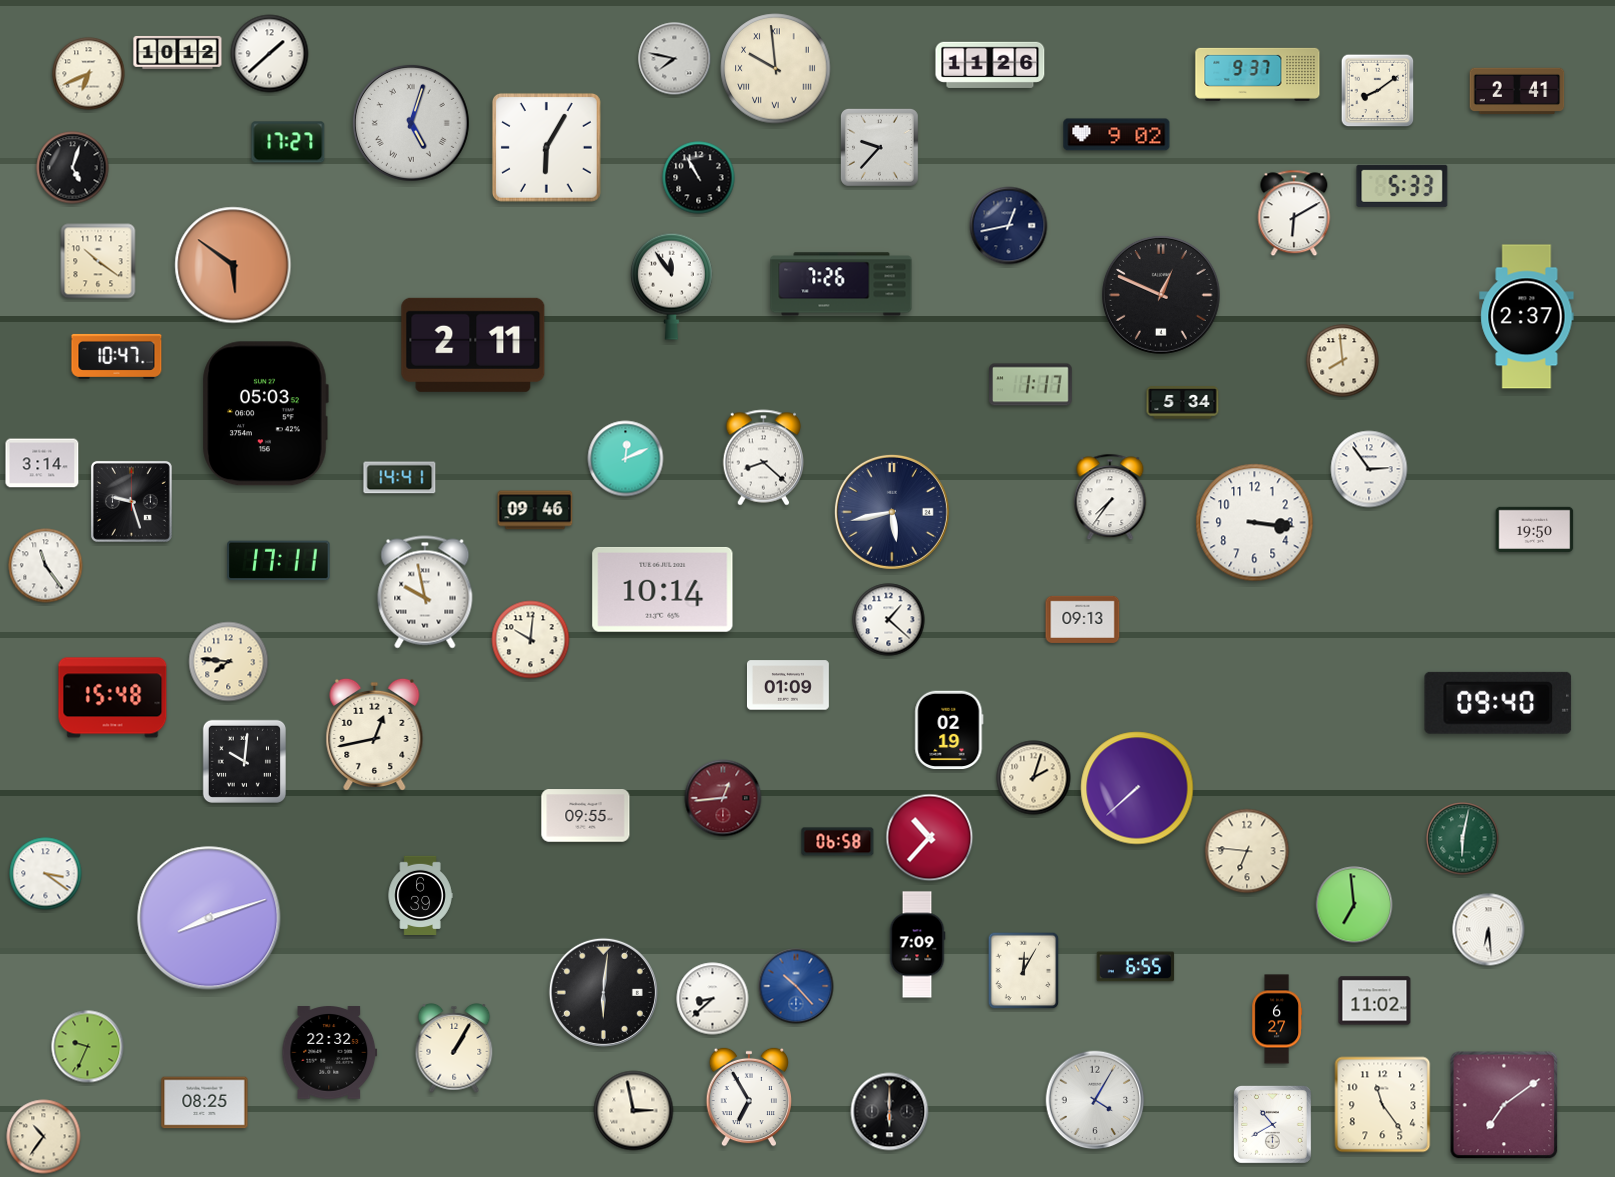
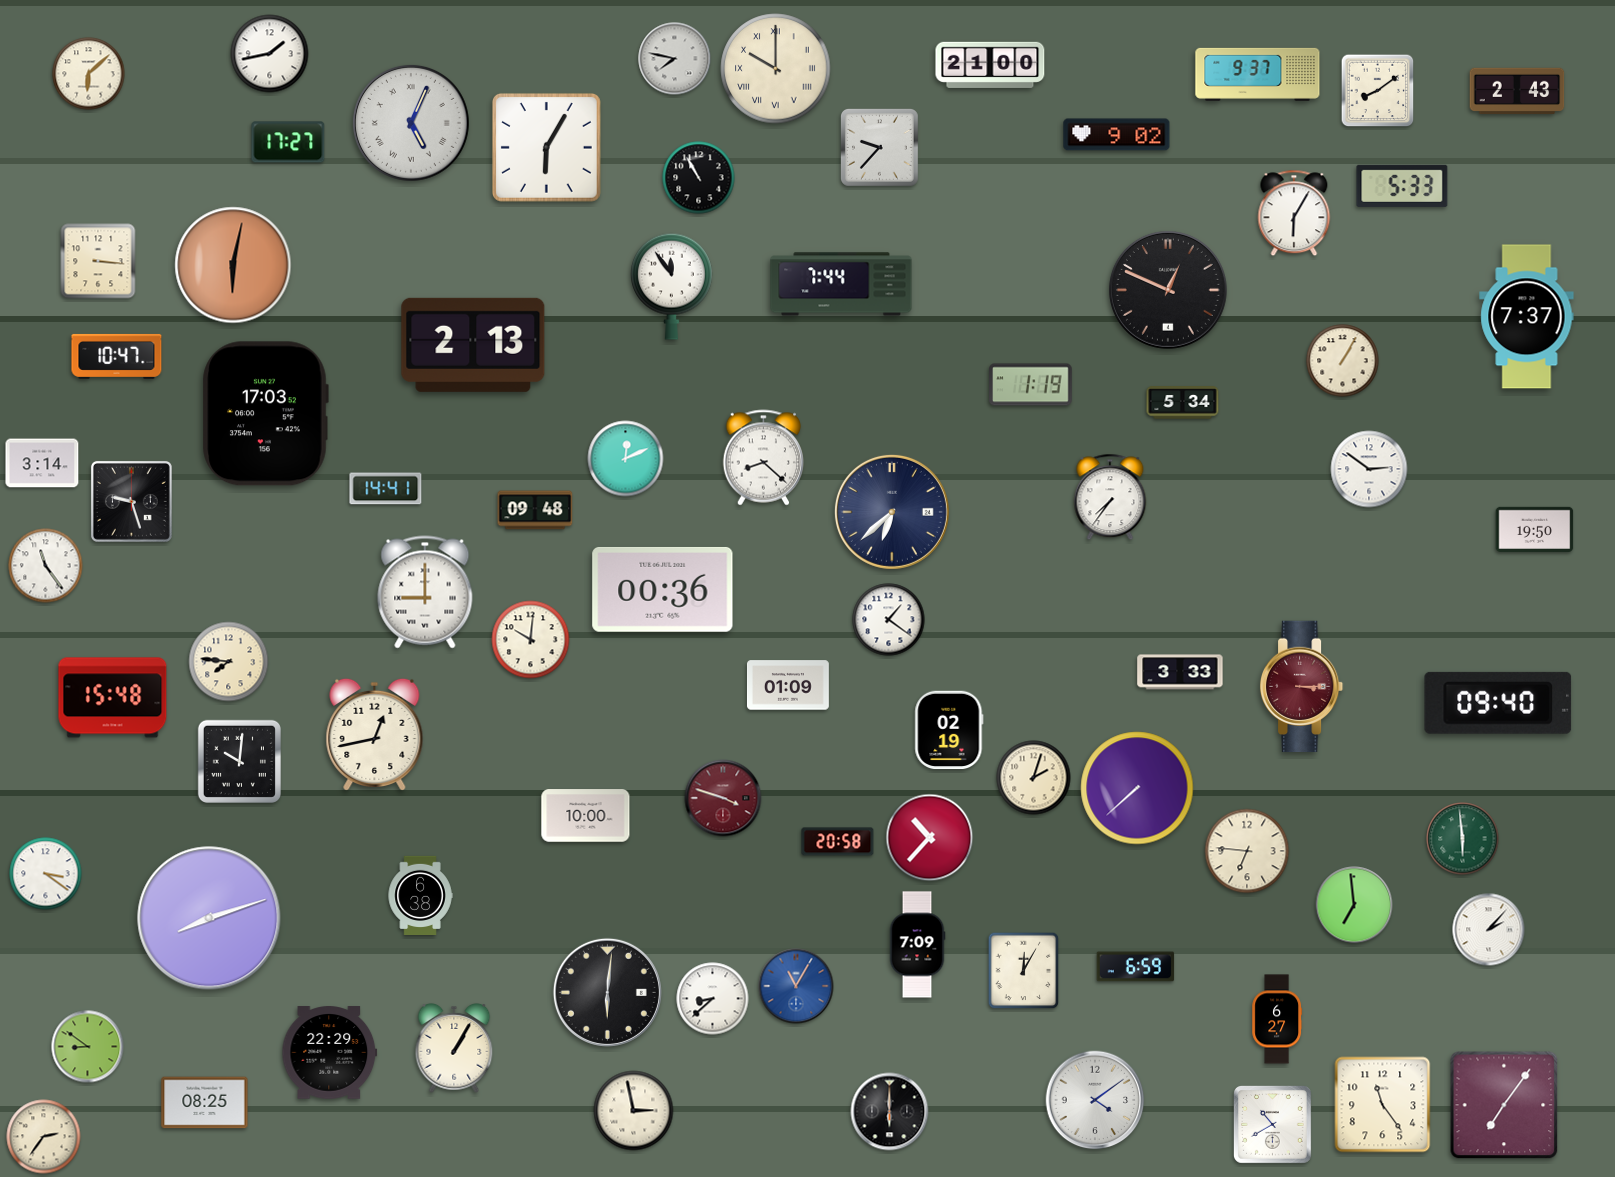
clock at (178, 53): 10:12 -> none
clock at (270, 54): 1:38 -> 1:43
clock at (990, 65): 11:26 -> 21:00
clock at (776, 69): 9:59 -> 10:00
clock at (89, 74): 6:41 -> 6:08
clock at (1517, 91): 2:41 -> 2:43
clock at (411, 123): 5:03 -> 5:04
clock at (73, 168): 5:03 -> none
clock at (1294, 213): 6:10 -> 6:05
clock at (1009, 226): 12:43 -> none
clock at (98, 261): 10:21 -> 3:16
clock at (233, 265): 5:51 -> 6:02
clock at (841, 284): 7:26 -> 7:44
clock at (1161, 295) position: (1161, 295) -> (1168, 290)
clock at (1527, 317): 2:37 -> 7:37
clock at (473, 345): 2:11 -> 2:13
clock at (1343, 361): 7:59 -> 1:05
clock at (1031, 385): 1:17 -> 1:19
clock at (265, 414): 05:03 -> 17:03
clock at (1369, 469): 2:54 -> 2:51
clock at (400, 478) position: (400, 478) -> (386, 489)
clock at (535, 510): 09:46 -> 09:48
clock at (892, 512): 5:43 -> 6:38
clock at (1255, 523): 3:16 -> none
clock at (279, 561): 17:11 -> none
clock at (663, 589): 10:14 -> 00:36
clock at (425, 592): 9:58 -> 9:00
clock at (1083, 619): 09:13 -> none
clock at (889, 620): 1:22 -> 1:21
clock at (1180, 672): none -> 3:33
clock at (1302, 687): none -> 3:15
clock at (244, 761) position: (244, 761) -> (239, 761)
clock at (723, 798): 12:44 -> 3:48
clock at (586, 816): 09:55 -> 10:00
clock at (1463, 839): 6:02 -> 5:59
clock at (838, 842): 06:58 -> 20:58
clock at (420, 895): 6:39 -> 6:38
clock at (1489, 930): 6:29 -> 2:07
clock at (1136, 967): 6:55 -> 6:59
clock at (796, 986): 10:23 -> 11:05
clock at (603, 992) position: (603, 992) -> (607, 992)
clock at (1375, 1001): 11:02 -> none
clock at (88, 1047): 9:34 -> 8:51
clock at (330, 1053): 22:32 -> 22:29
clock at (748, 1097): 6:55 -> none
clock at (1095, 1100): 4:05 -> 4:09
clock at (1504, 1105): 7:09 -> 7:06
clock at (44, 1137): 10:36 -> 2:36
